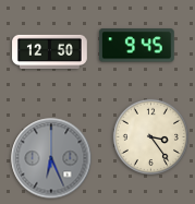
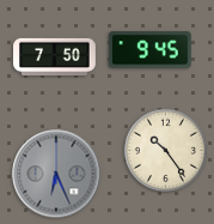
clock at (50, 51): 12:50 -> 7:50
clock at (150, 136): 3:24 -> 10:24
